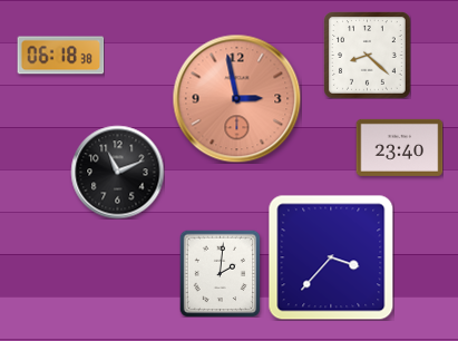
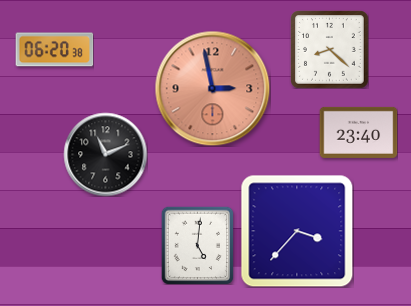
clock at (60, 56): 06:18 -> 06:20
clock at (221, 273): 2:01 -> 5:01
